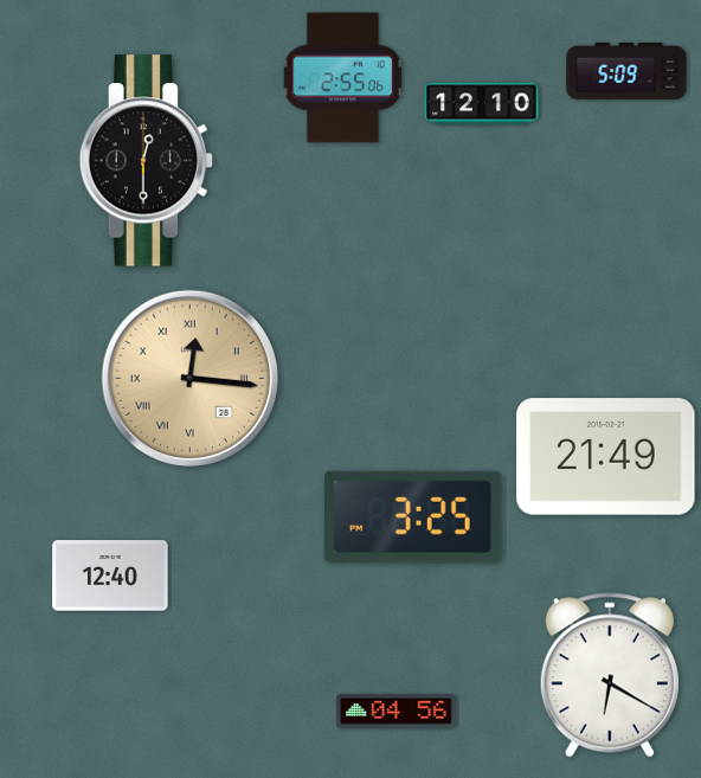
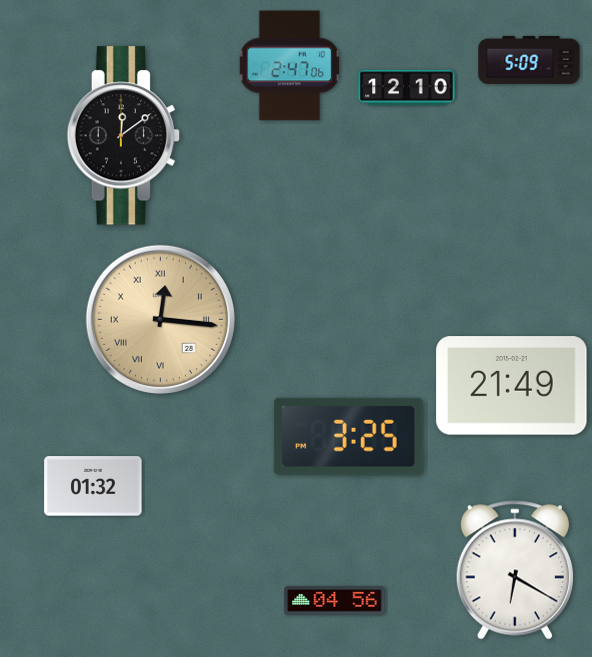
clock at (342, 78): 2:55 -> 2:47
clock at (147, 161): 12:30 -> 12:09
clock at (110, 576): 12:40 -> 01:32
